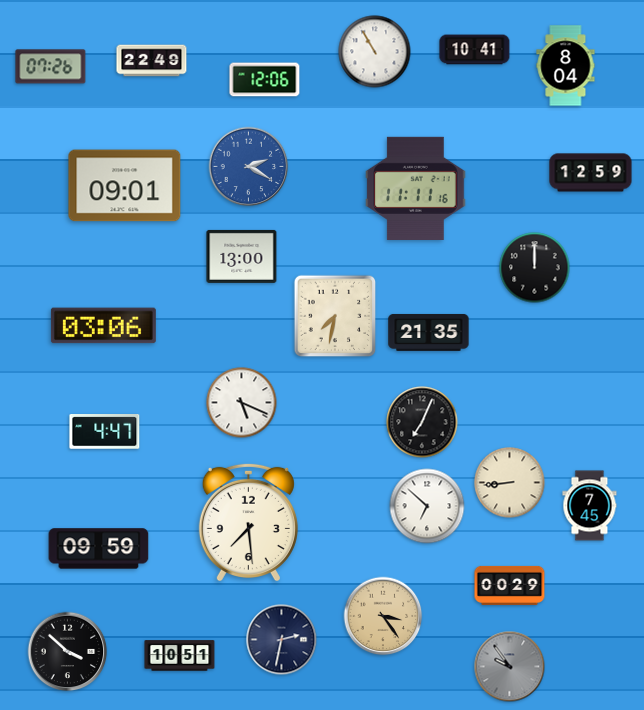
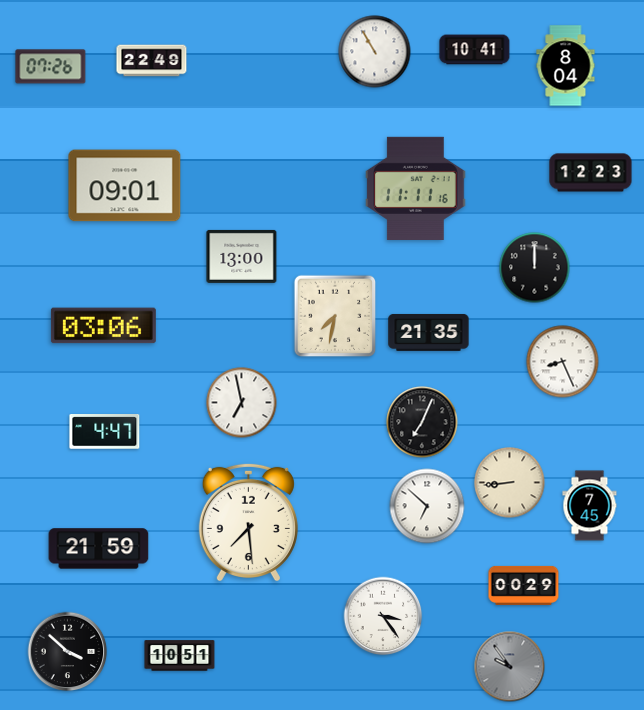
clock at (265, 80): 12:06 -> none
clock at (249, 167): 2:20 -> none
clock at (591, 173): 12:59 -> 12:23
clock at (563, 362): none -> 8:26
clock at (242, 403): 5:19 -> 6:58
clock at (99, 549): 09:59 -> 21:59
clock at (510, 585) position: (510, 585) -> (524, 585)
clock at (383, 616) dial: champagne -> white
clock at (282, 640): 2:32 -> none
